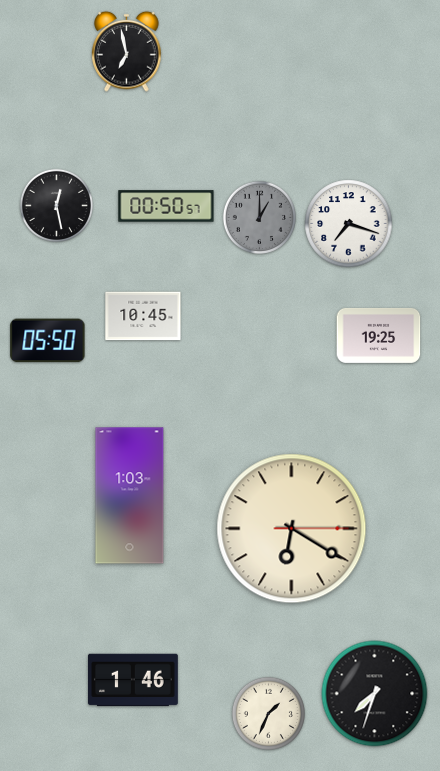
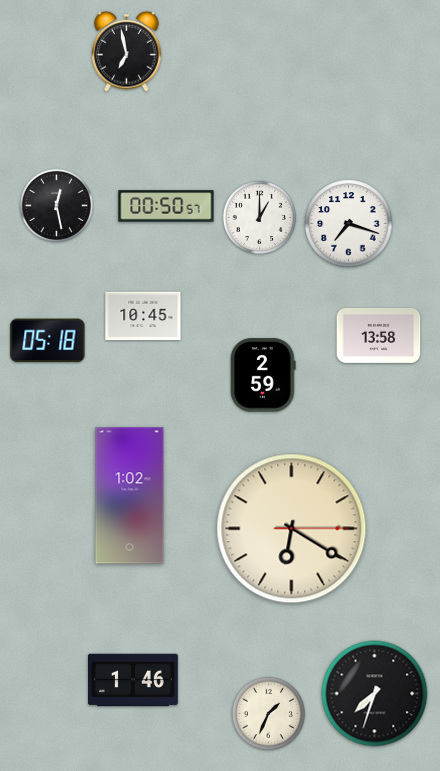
clock at (259, 217) dial: grey -> white
clock at (379, 335): 19:25 -> 13:58
clock at (48, 341): 05:50 -> 05:18
clock at (263, 375): none -> 2:59
clock at (130, 496): 1:03 -> 1:02
